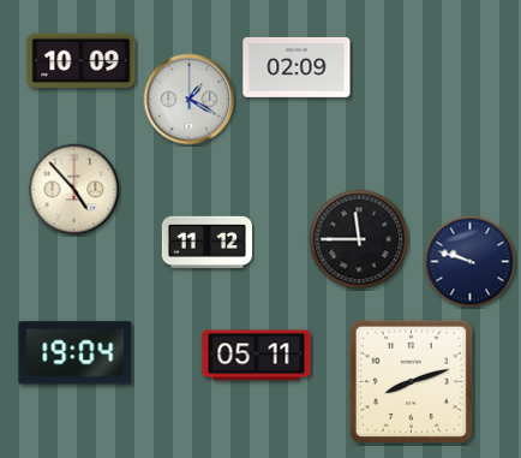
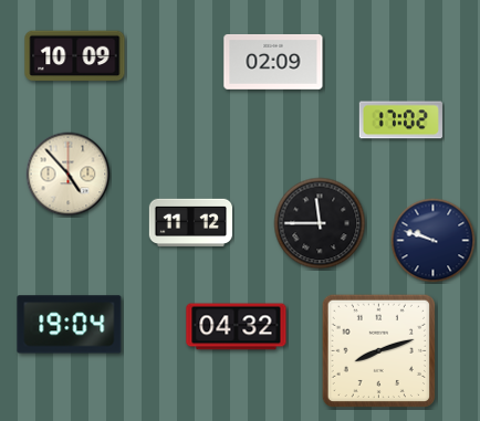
clock at (190, 100): 1:20 -> none
clock at (400, 120): none -> 17:02
clock at (359, 239) position: (359, 239) -> (320, 223)
clock at (257, 356): 05:11 -> 04:32
